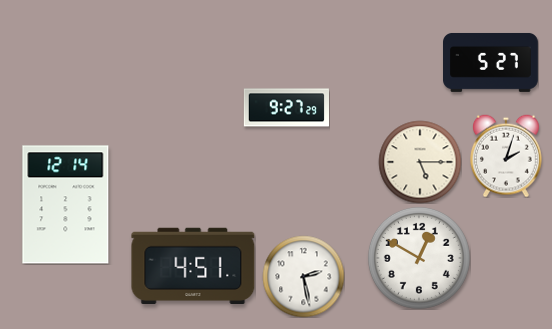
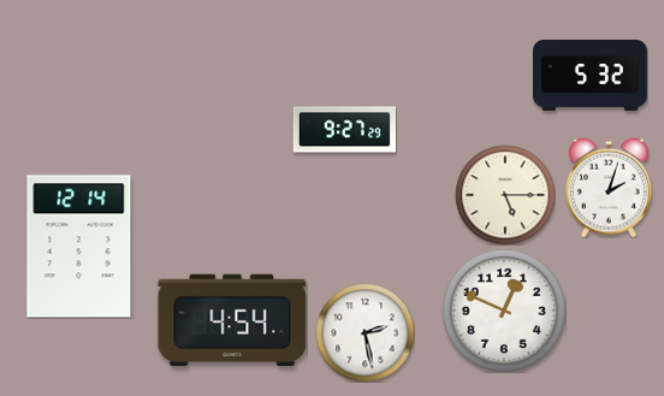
clock at (491, 62): 5:27 -> 5:32
clock at (419, 258): 12:50 -> 12:49
clock at (193, 265): 4:51 -> 4:54
